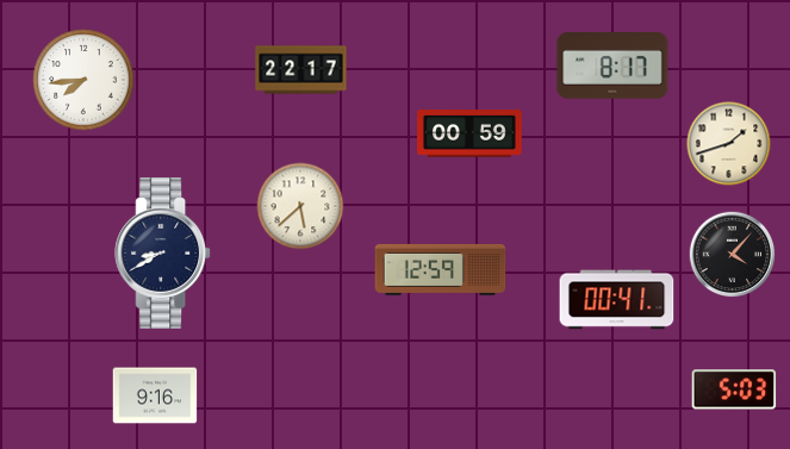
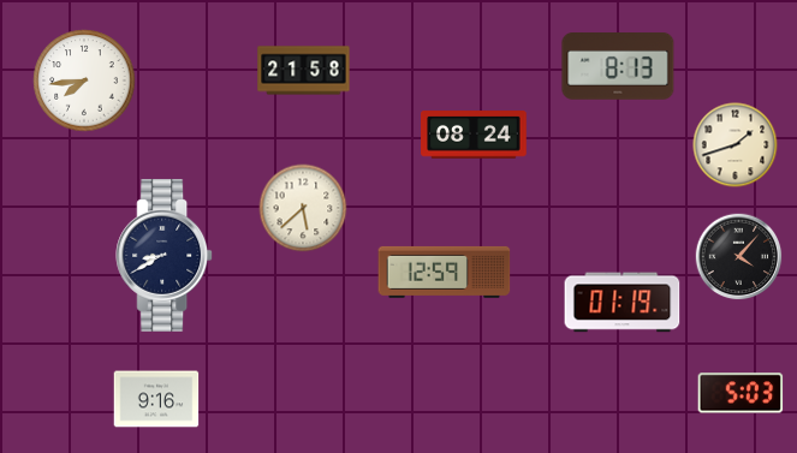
clock at (612, 67): 8:17 -> 8:13
clock at (301, 70): 22:17 -> 21:58
clock at (469, 133): 00:59 -> 08:24
clock at (617, 300): 00:41 -> 01:19
